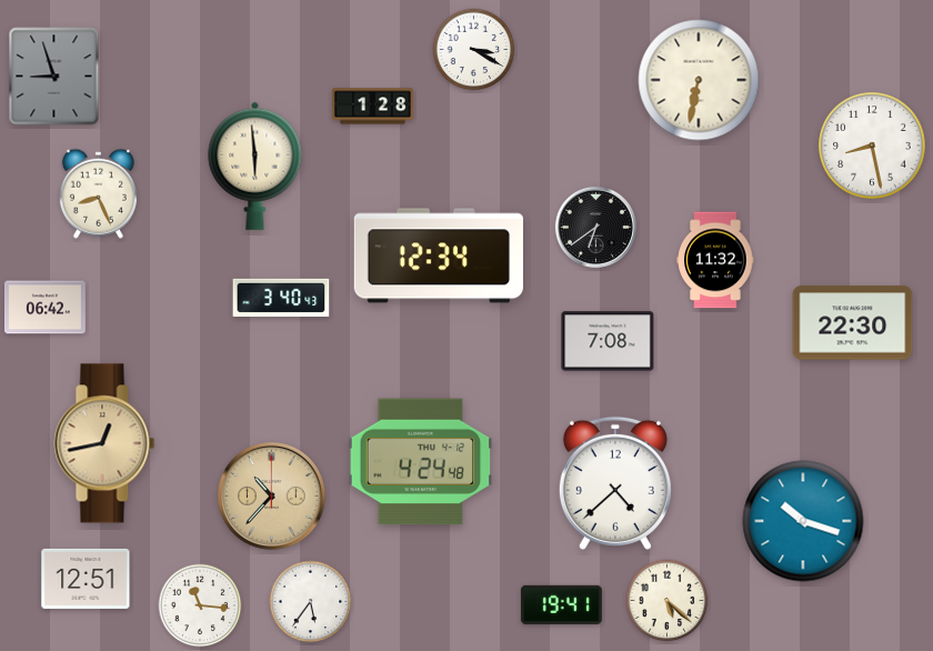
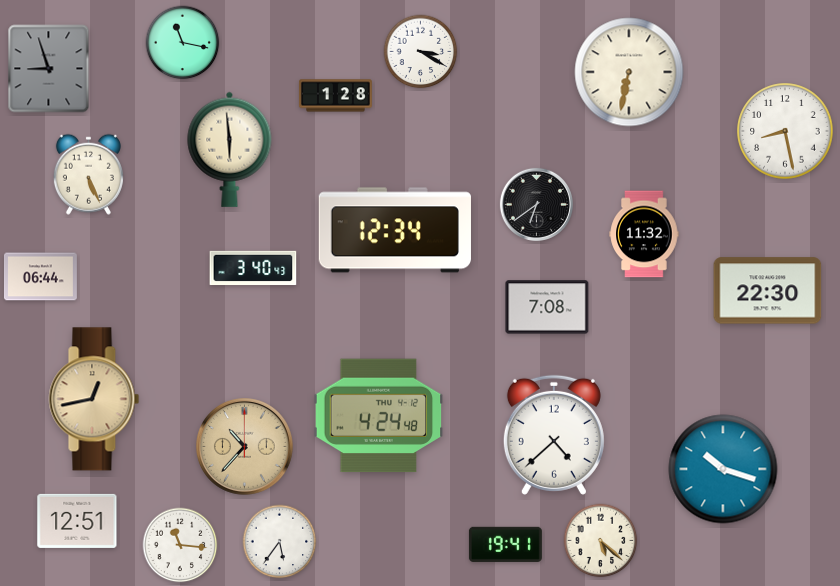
clock at (183, 43): none -> 11:17
clock at (474, 50) position: (474, 50) -> (421, 52)
clock at (98, 193): 8:26 -> 5:26
clock at (44, 308): 06:42 -> 06:44
